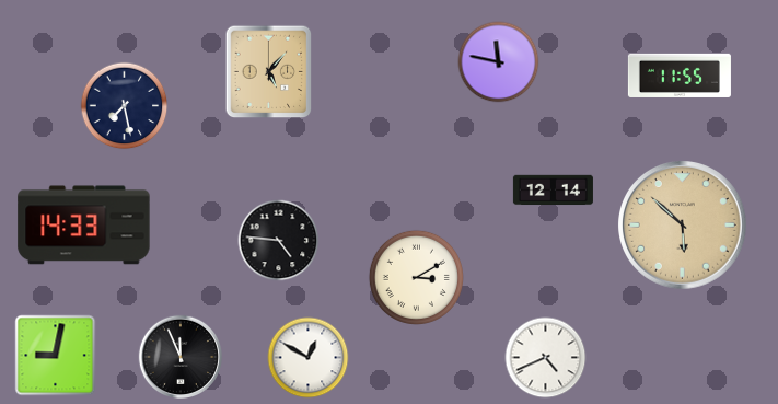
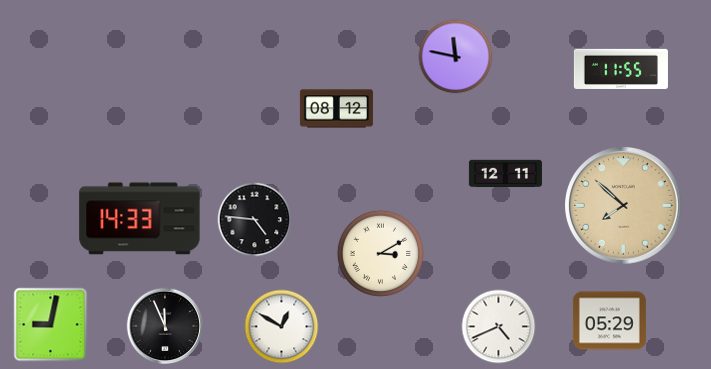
clock at (269, 72): 5:07 -> none
clock at (125, 106): 7:28 -> none
clock at (336, 109): none -> 08:12
clock at (553, 191): 12:14 -> 12:11
clock at (84, 226) position: (84, 226) -> (140, 219)
clock at (683, 226): 5:52 -> 7:52
clock at (609, 321): none -> 05:29
